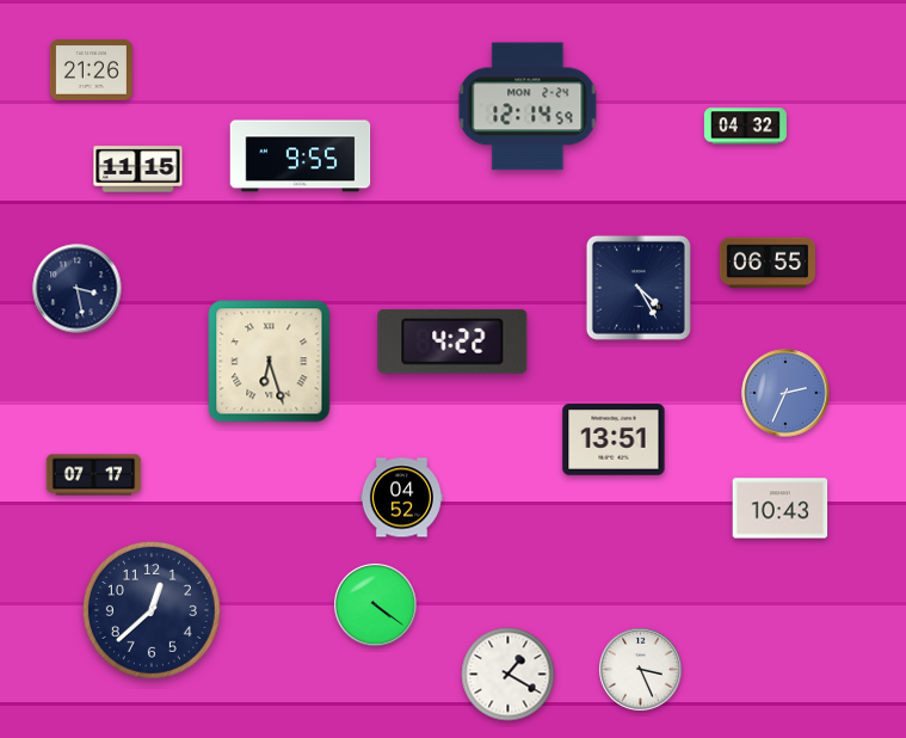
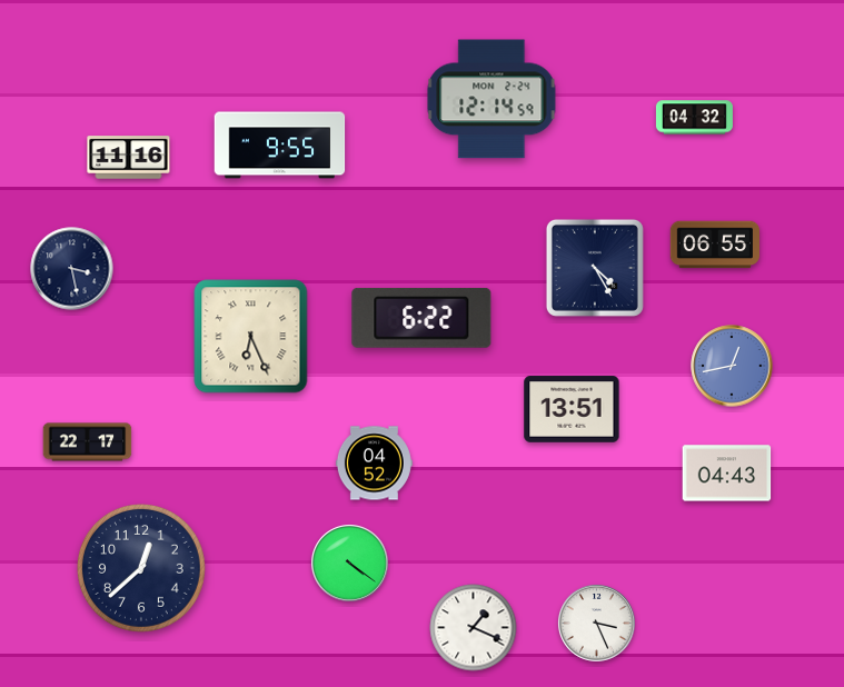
clock at (91, 70): 21:26 -> none
clock at (138, 170): 11:15 -> 11:16
clock at (452, 342): 4:22 -> 6:22
clock at (270, 362): 6:27 -> 6:26
clock at (785, 393): 2:34 -> 12:43
clock at (94, 475): 07:17 -> 22:17
clock at (781, 509): 10:43 -> 04:43
clock at (509, 675): 1:20 -> 1:19
